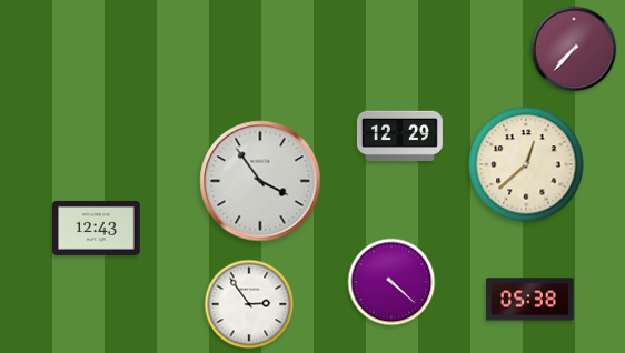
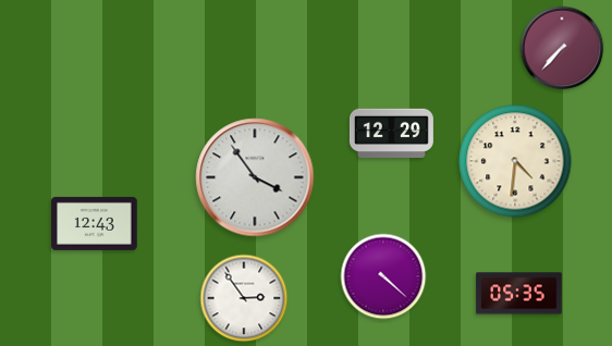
clock at (526, 164): 12:38 -> 4:31
clock at (530, 300): 05:38 -> 05:35
